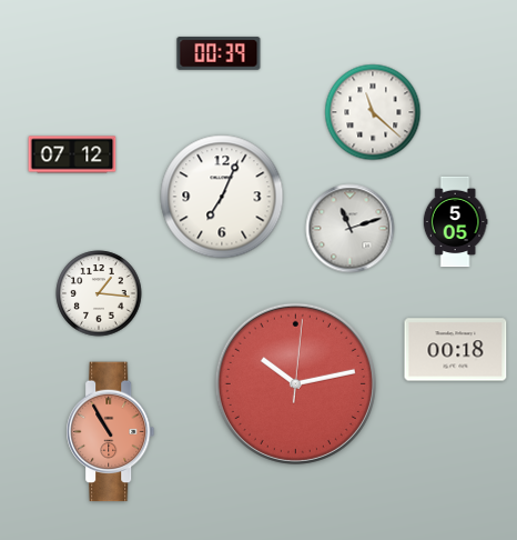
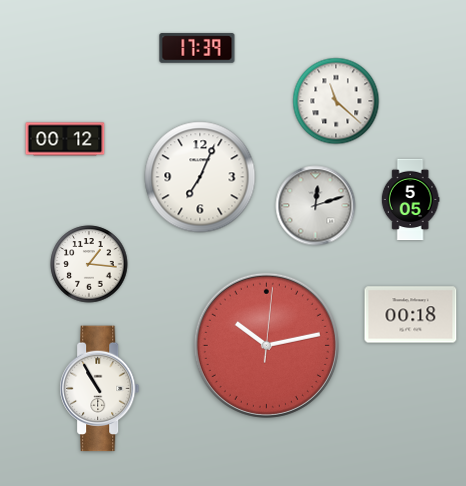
clock at (219, 53): 00:39 -> 17:39
clock at (72, 154): 07:12 -> 00:12
clock at (351, 229): 11:12 -> 12:12
clock at (111, 432) dial: salmon -> white
